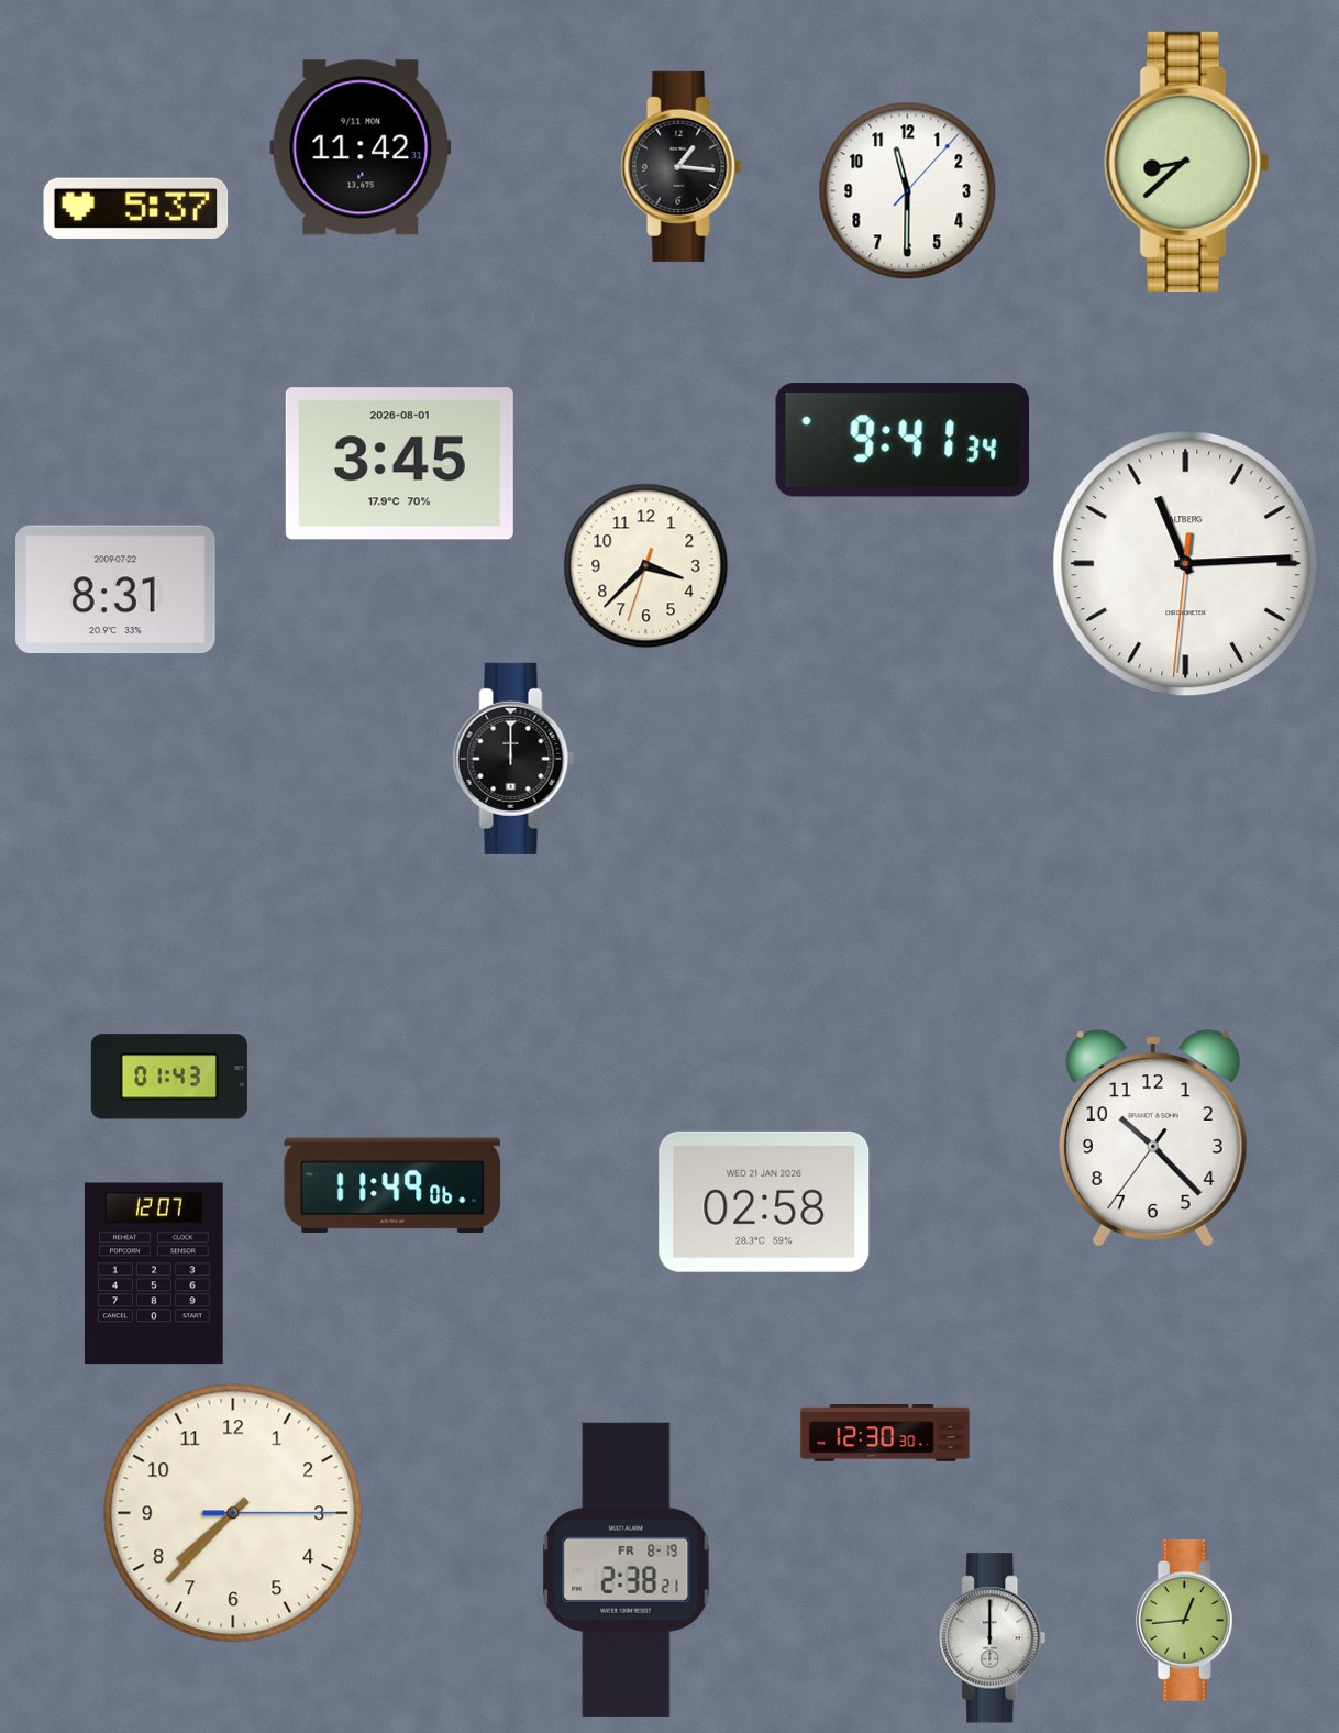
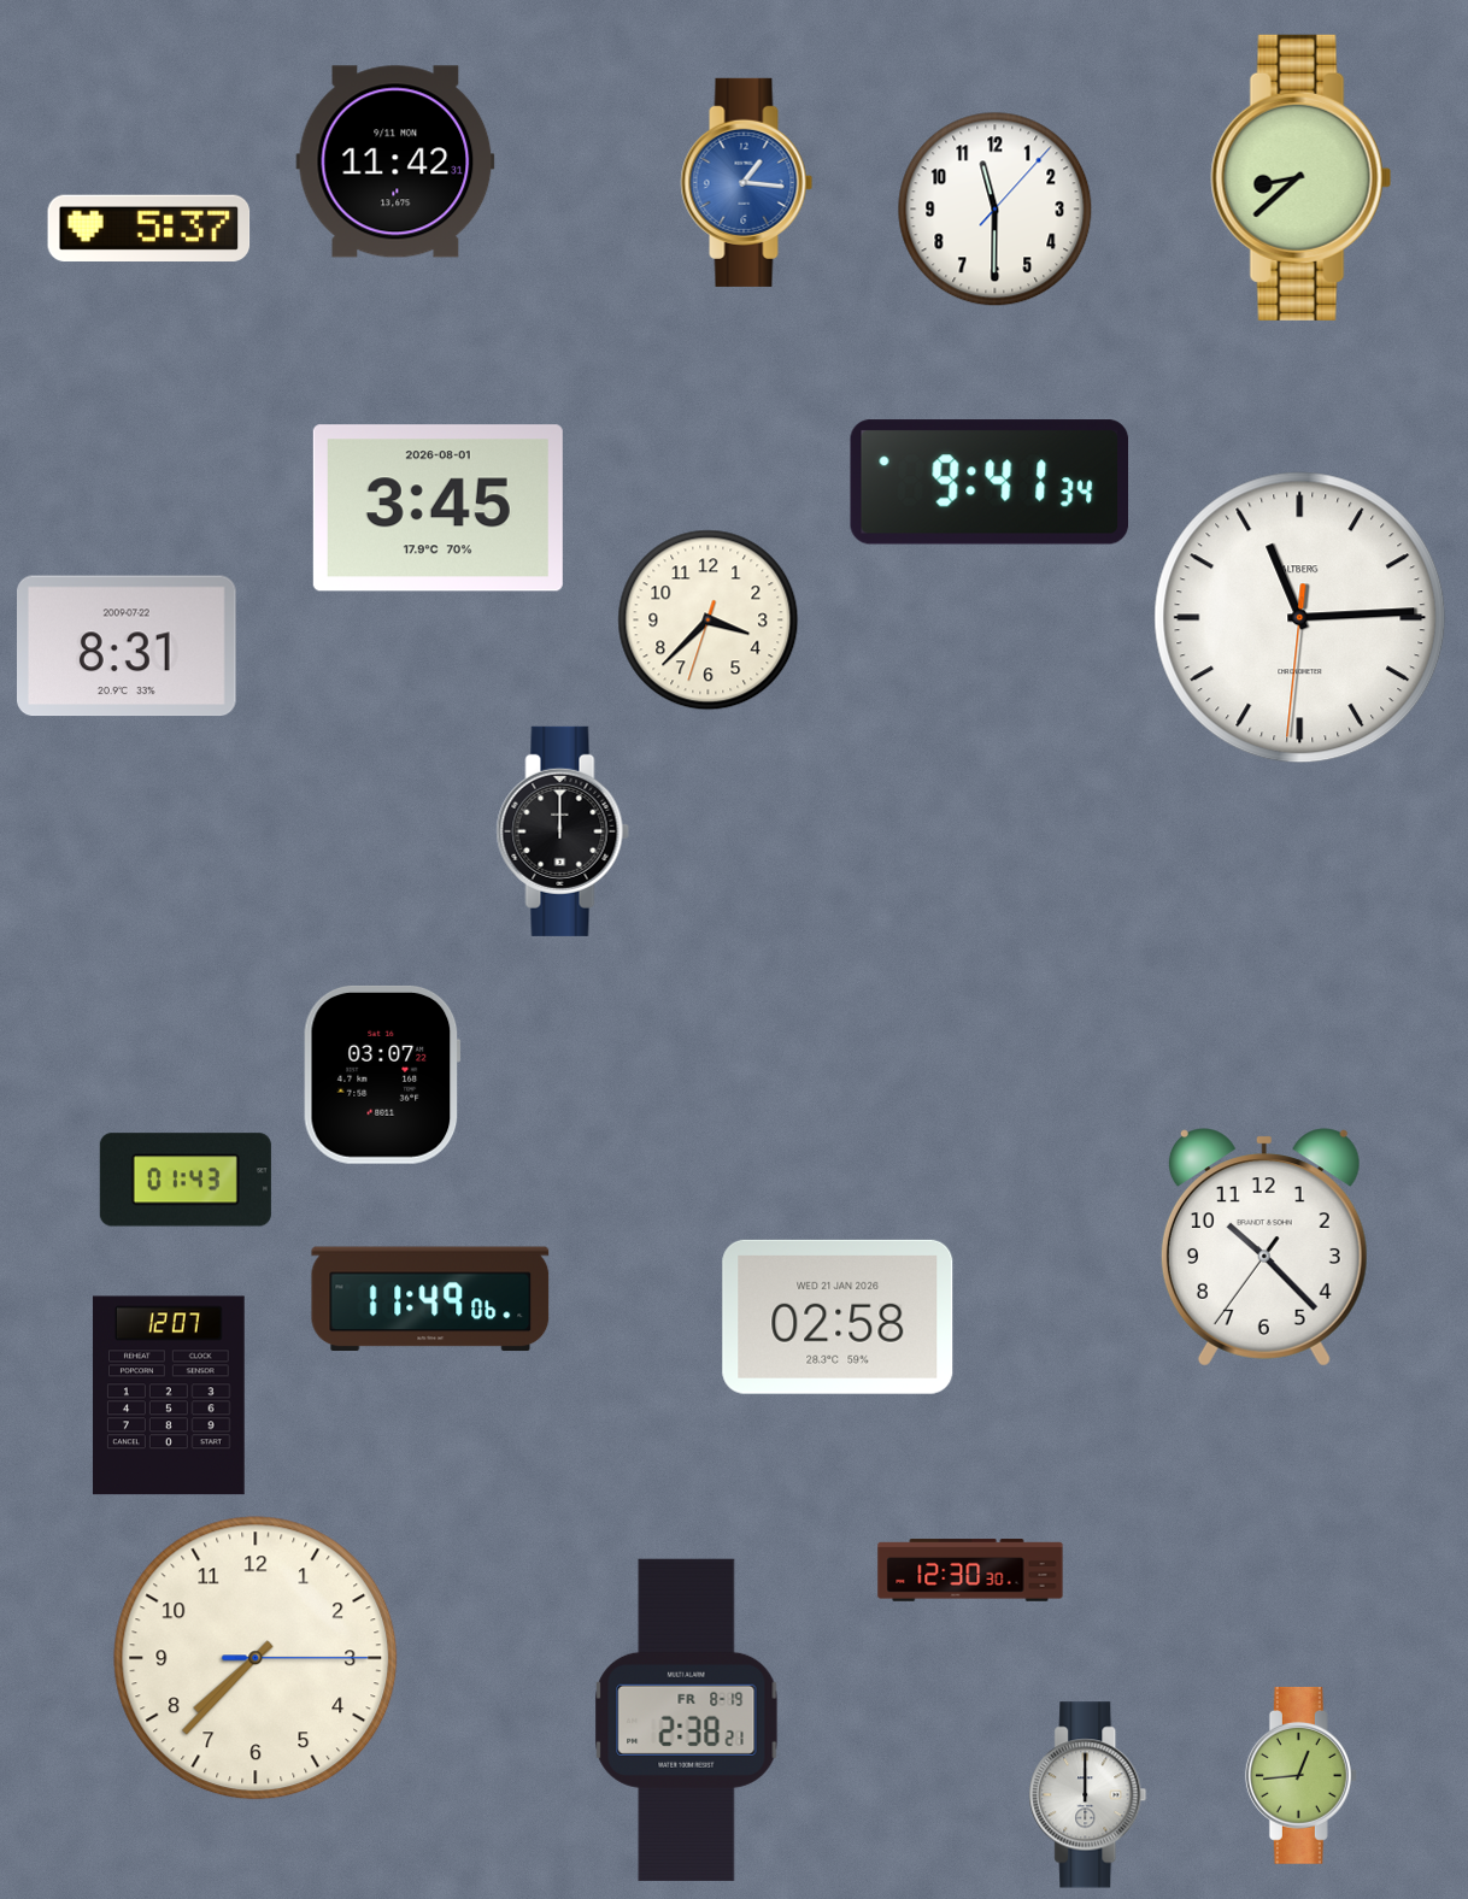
clock at (682, 166) dial: black -> blue
clock at (382, 1075): none -> 03:07
